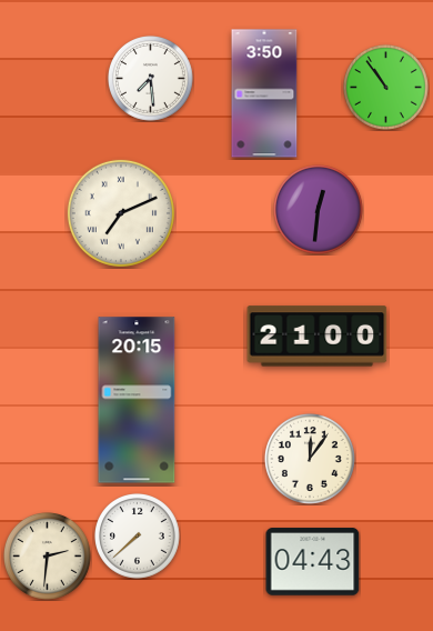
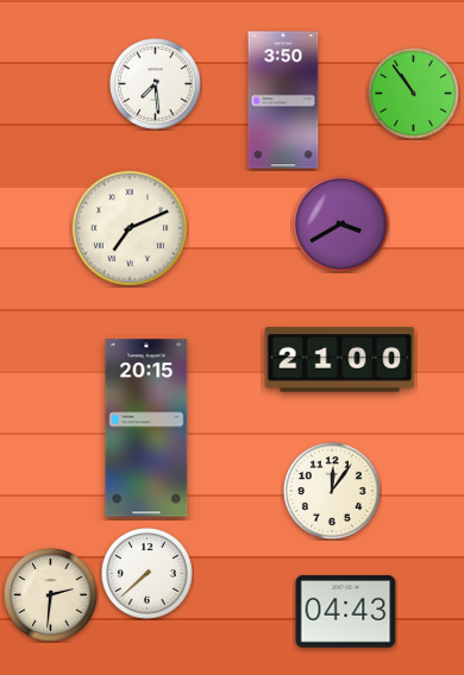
clock at (151, 79) position: (151, 79) -> (156, 84)
clock at (318, 209): 12:31 -> 3:40
clock at (313, 562) position: (313, 562) -> (346, 612)
